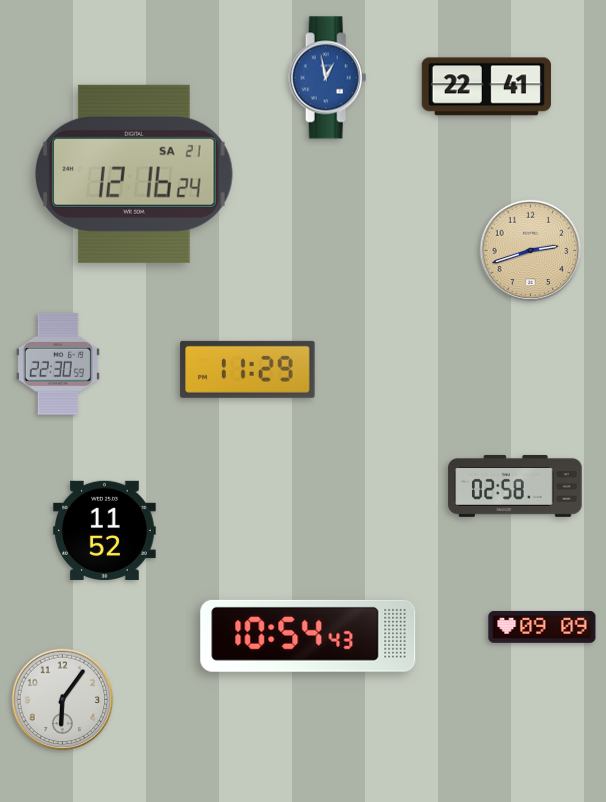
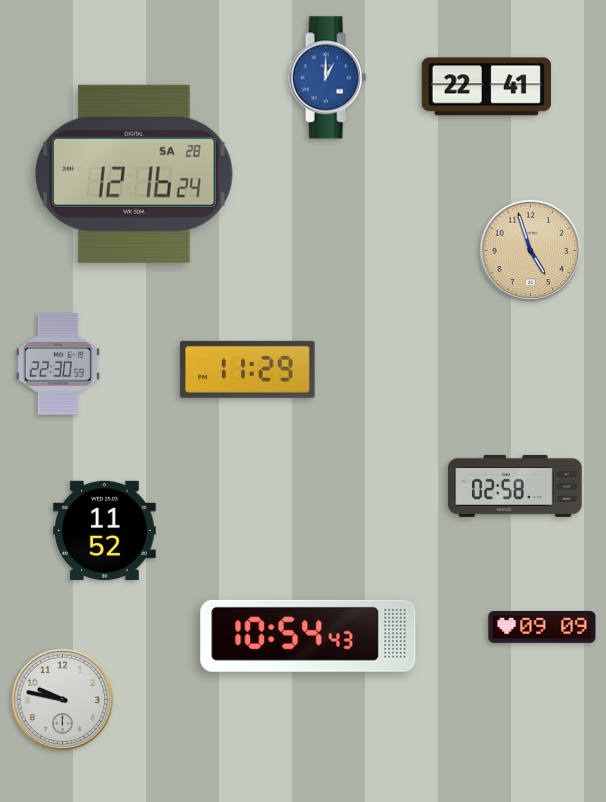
clock at (328, 78): 12:58 -> 1:00
clock at (134, 174) date: SA 21 -> SA 28
clock at (531, 251): 2:42 -> 4:57
clock at (63, 700): 6:06 -> 9:47
